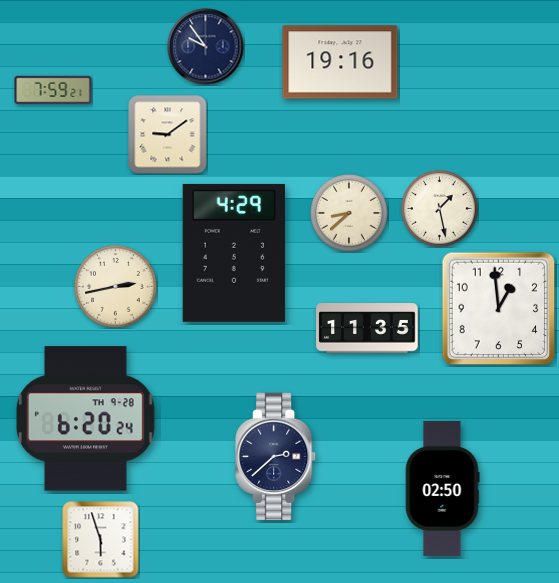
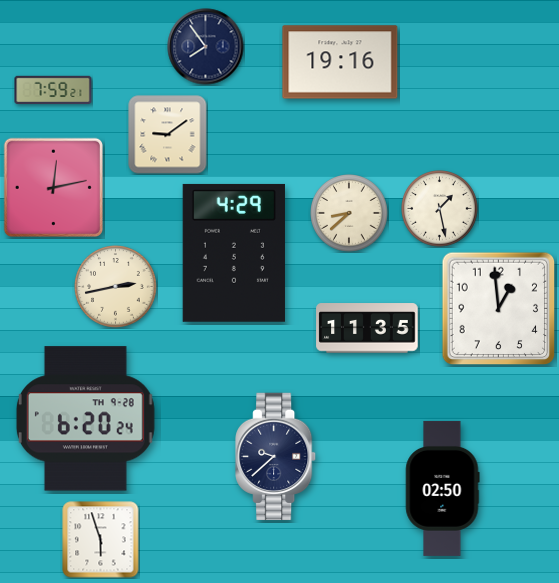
clock at (206, 47): 9:54 -> 7:54
clock at (53, 187): none -> 12:13
clock at (276, 457): 2:38 -> 9:38
